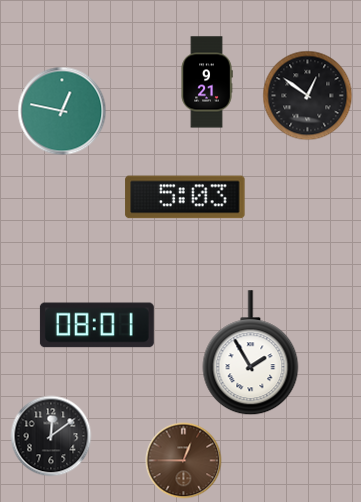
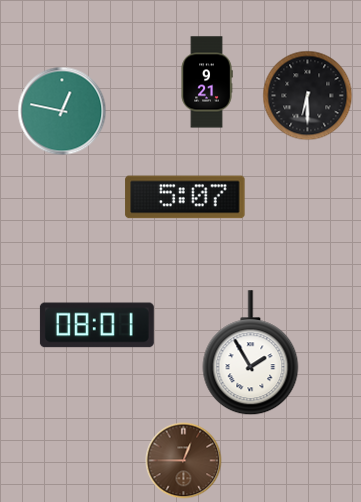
clock at (308, 96): 12:51 -> 6:30
clock at (185, 197): 5:03 -> 5:07
clock at (51, 436): 12:09 -> none
